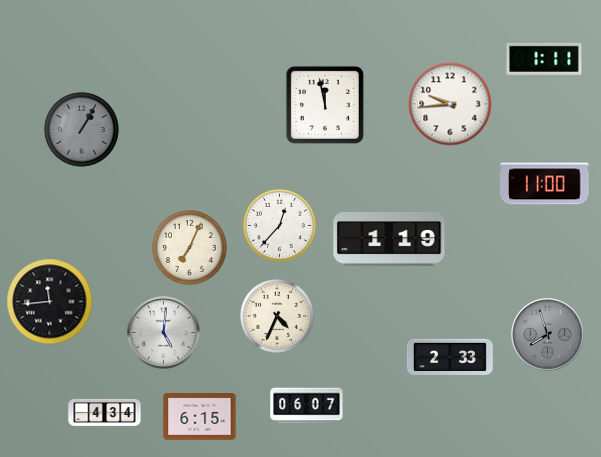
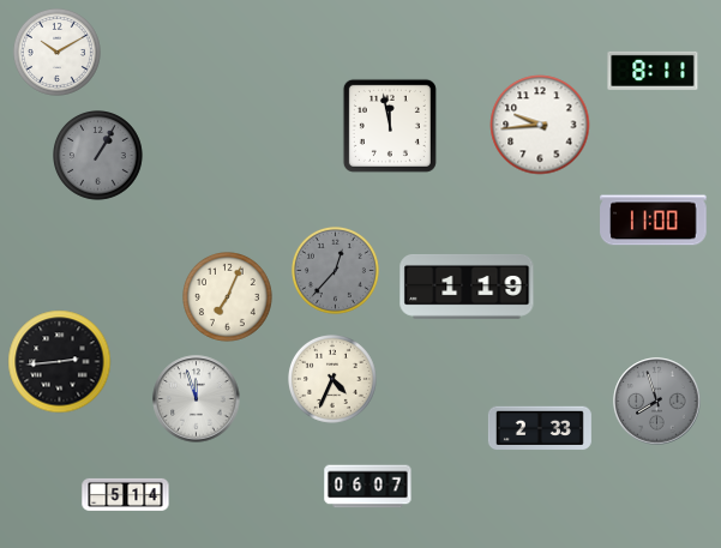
clock at (56, 52): none -> 10:10
clock at (544, 59): 1:11 -> 8:11
clock at (279, 225) dial: white -> grey
clock at (50, 302): 11:44 -> 2:44
clock at (164, 333): 5:01 -> 11:57
clock at (105, 412): 4:34 -> 5:14
clock at (200, 417): 6:15 -> none
